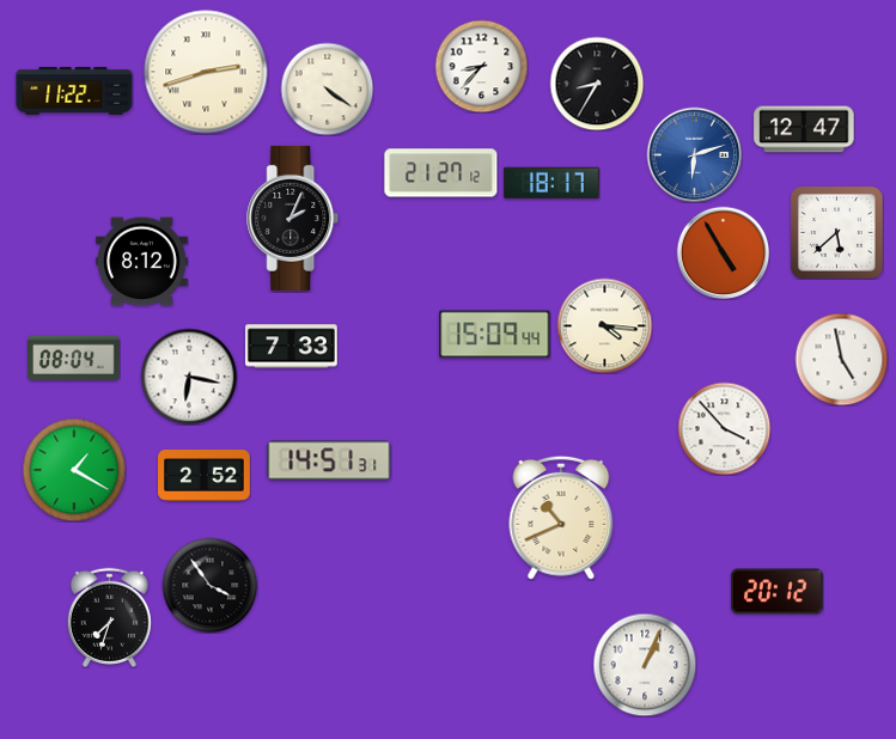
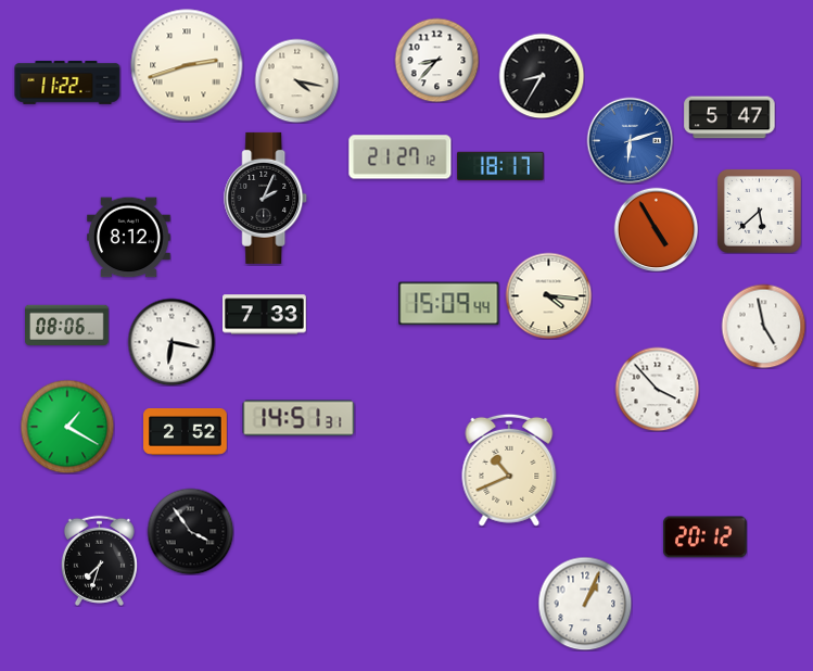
clock at (327, 88): 4:21 -> 4:17
clock at (804, 129): 12:47 -> 5:47
clock at (74, 359): 08:04 -> 08:06
